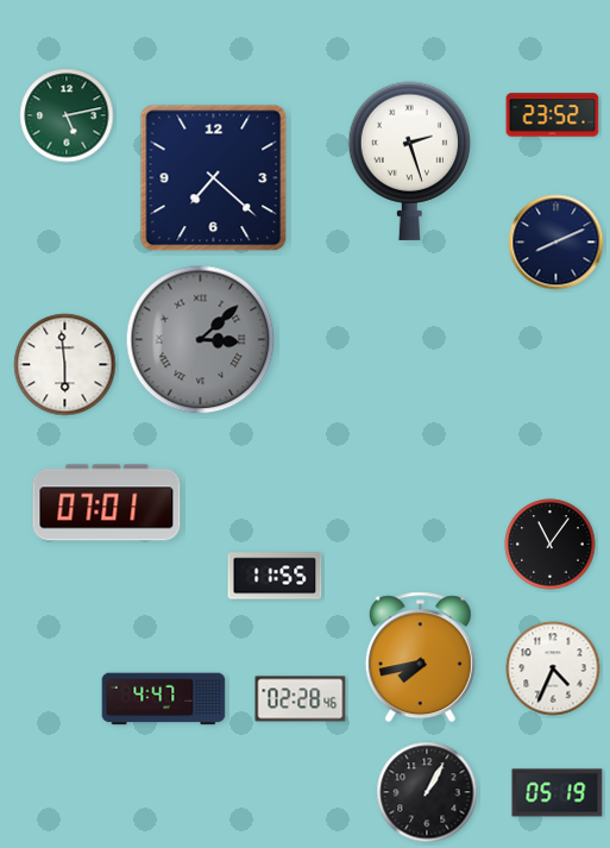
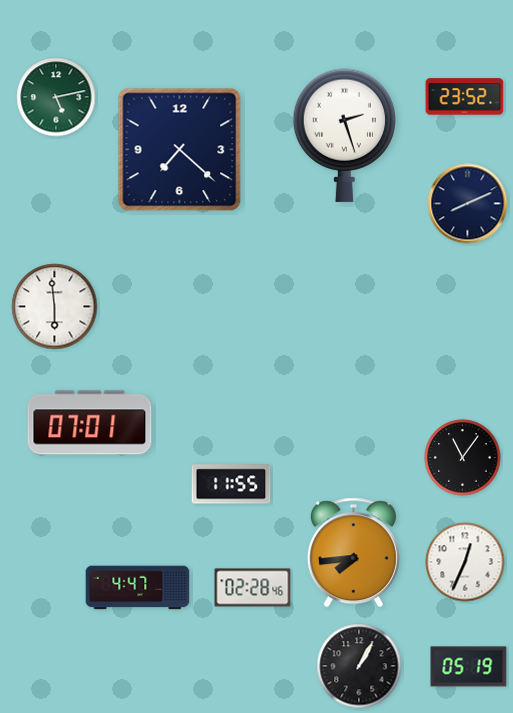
clock at (201, 340): 3:08 -> none
clock at (420, 658): 7:43 -> 7:44
clock at (553, 668): 4:34 -> 12:34
